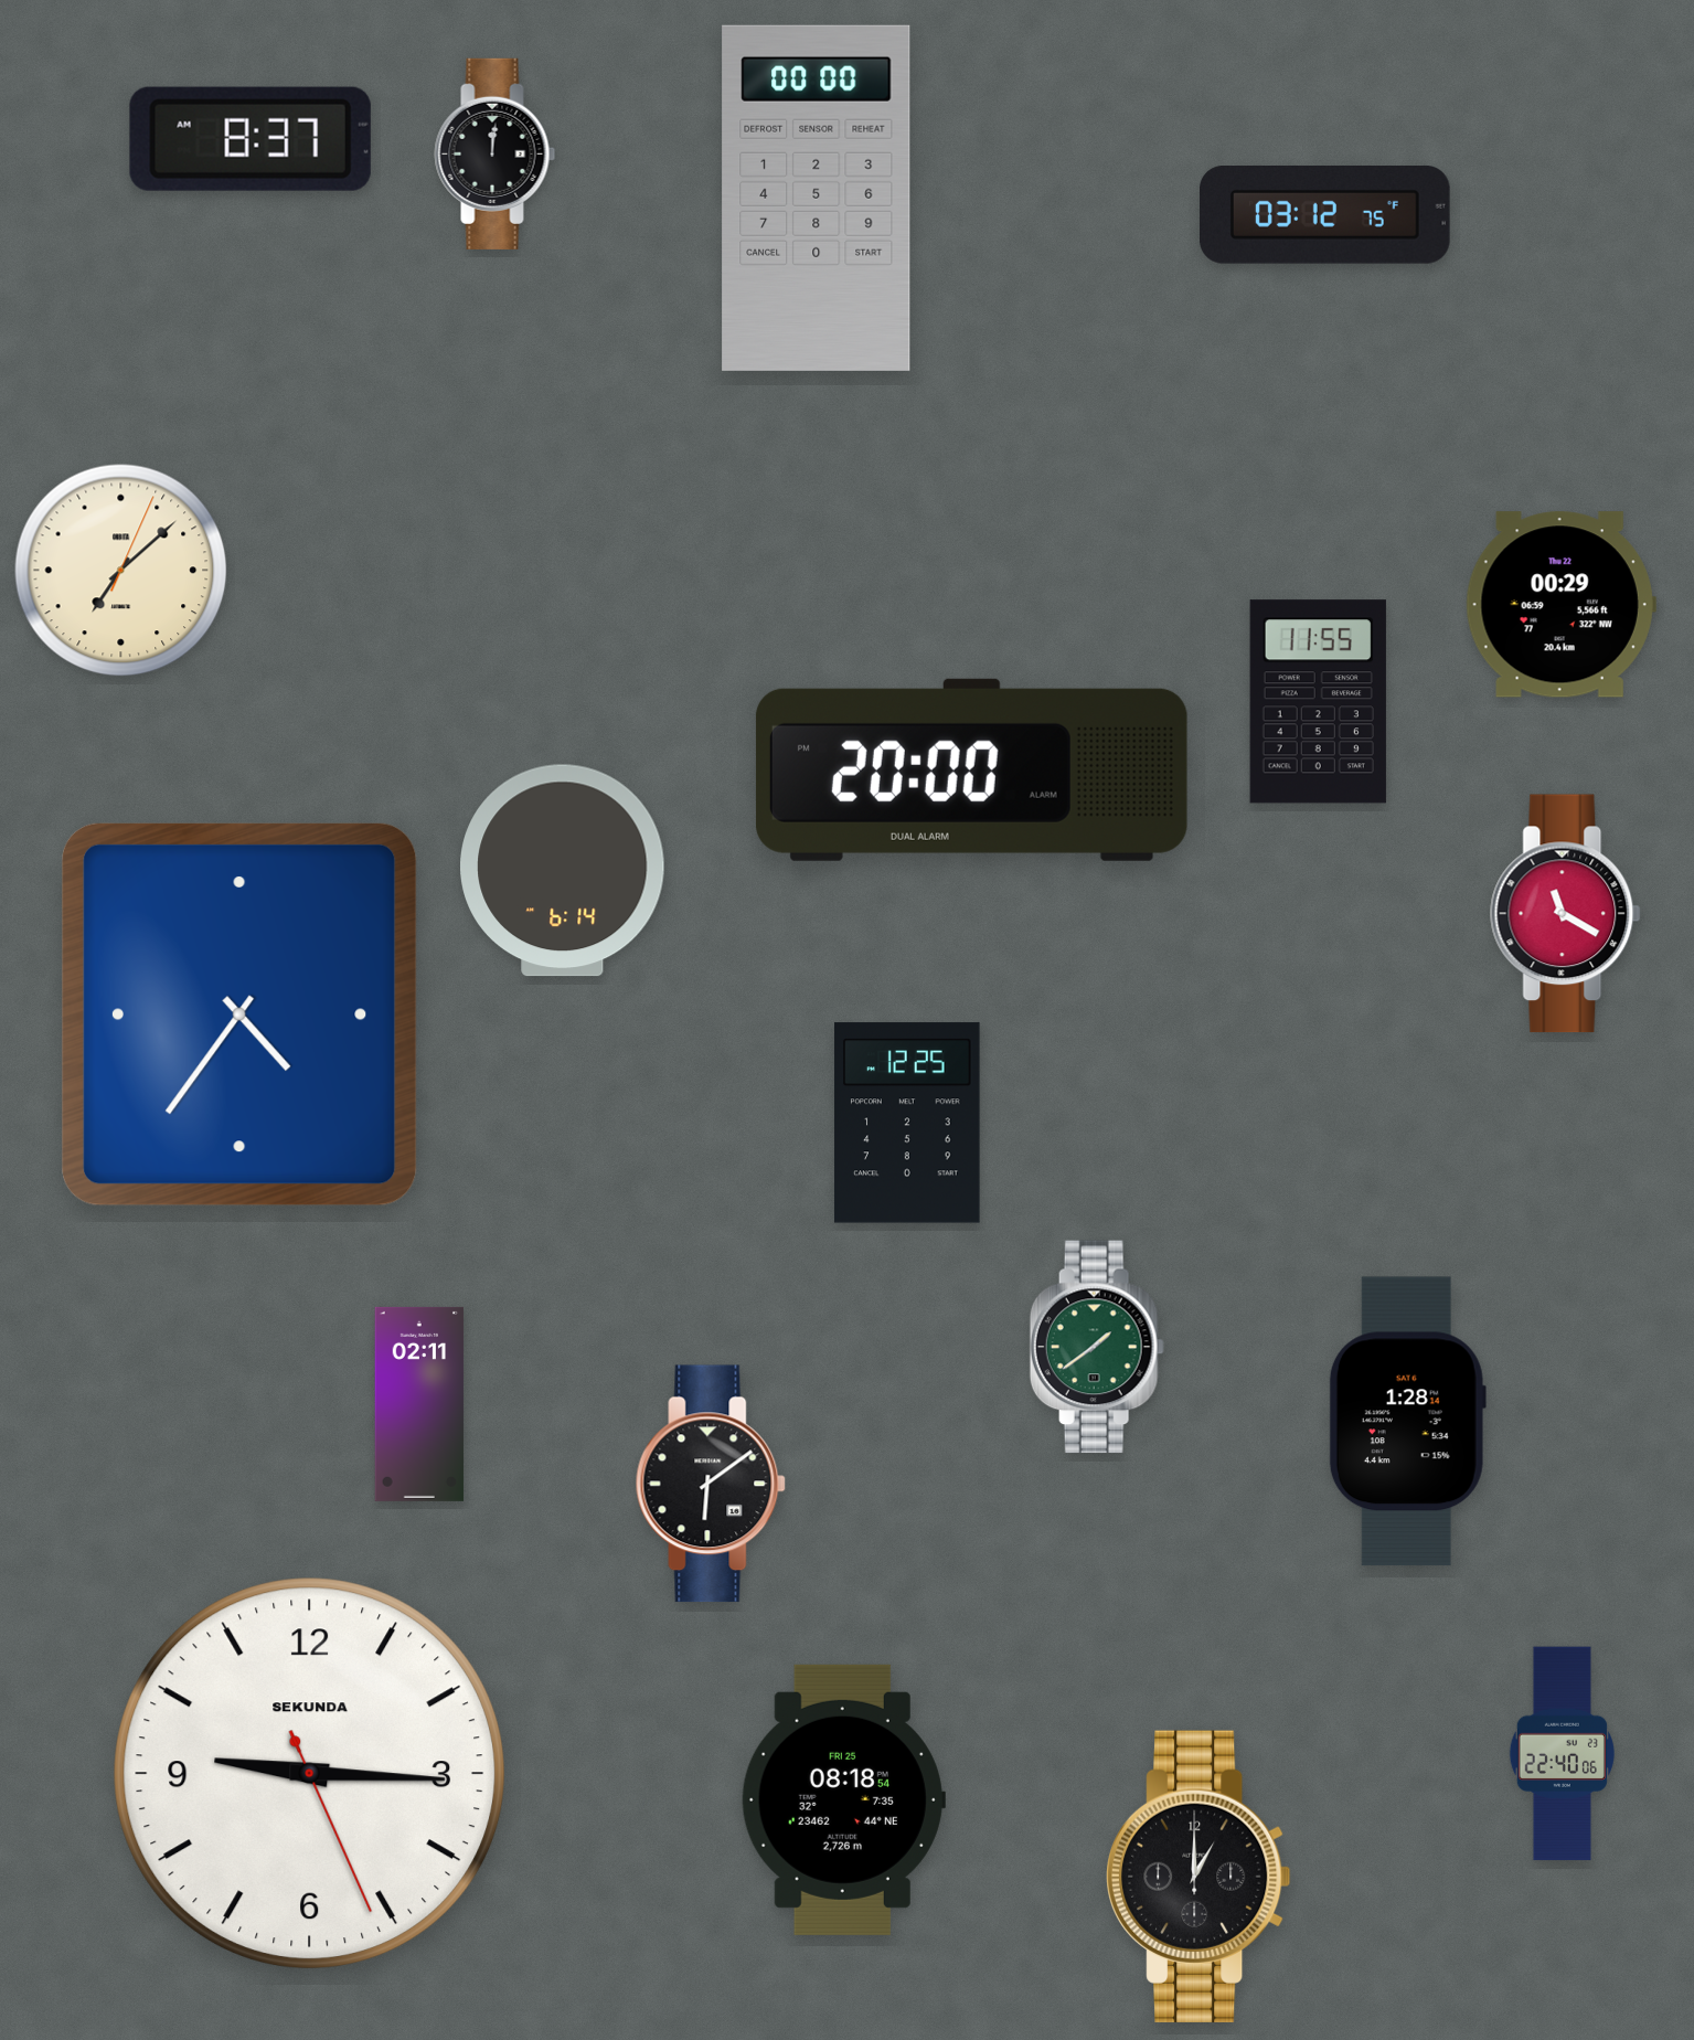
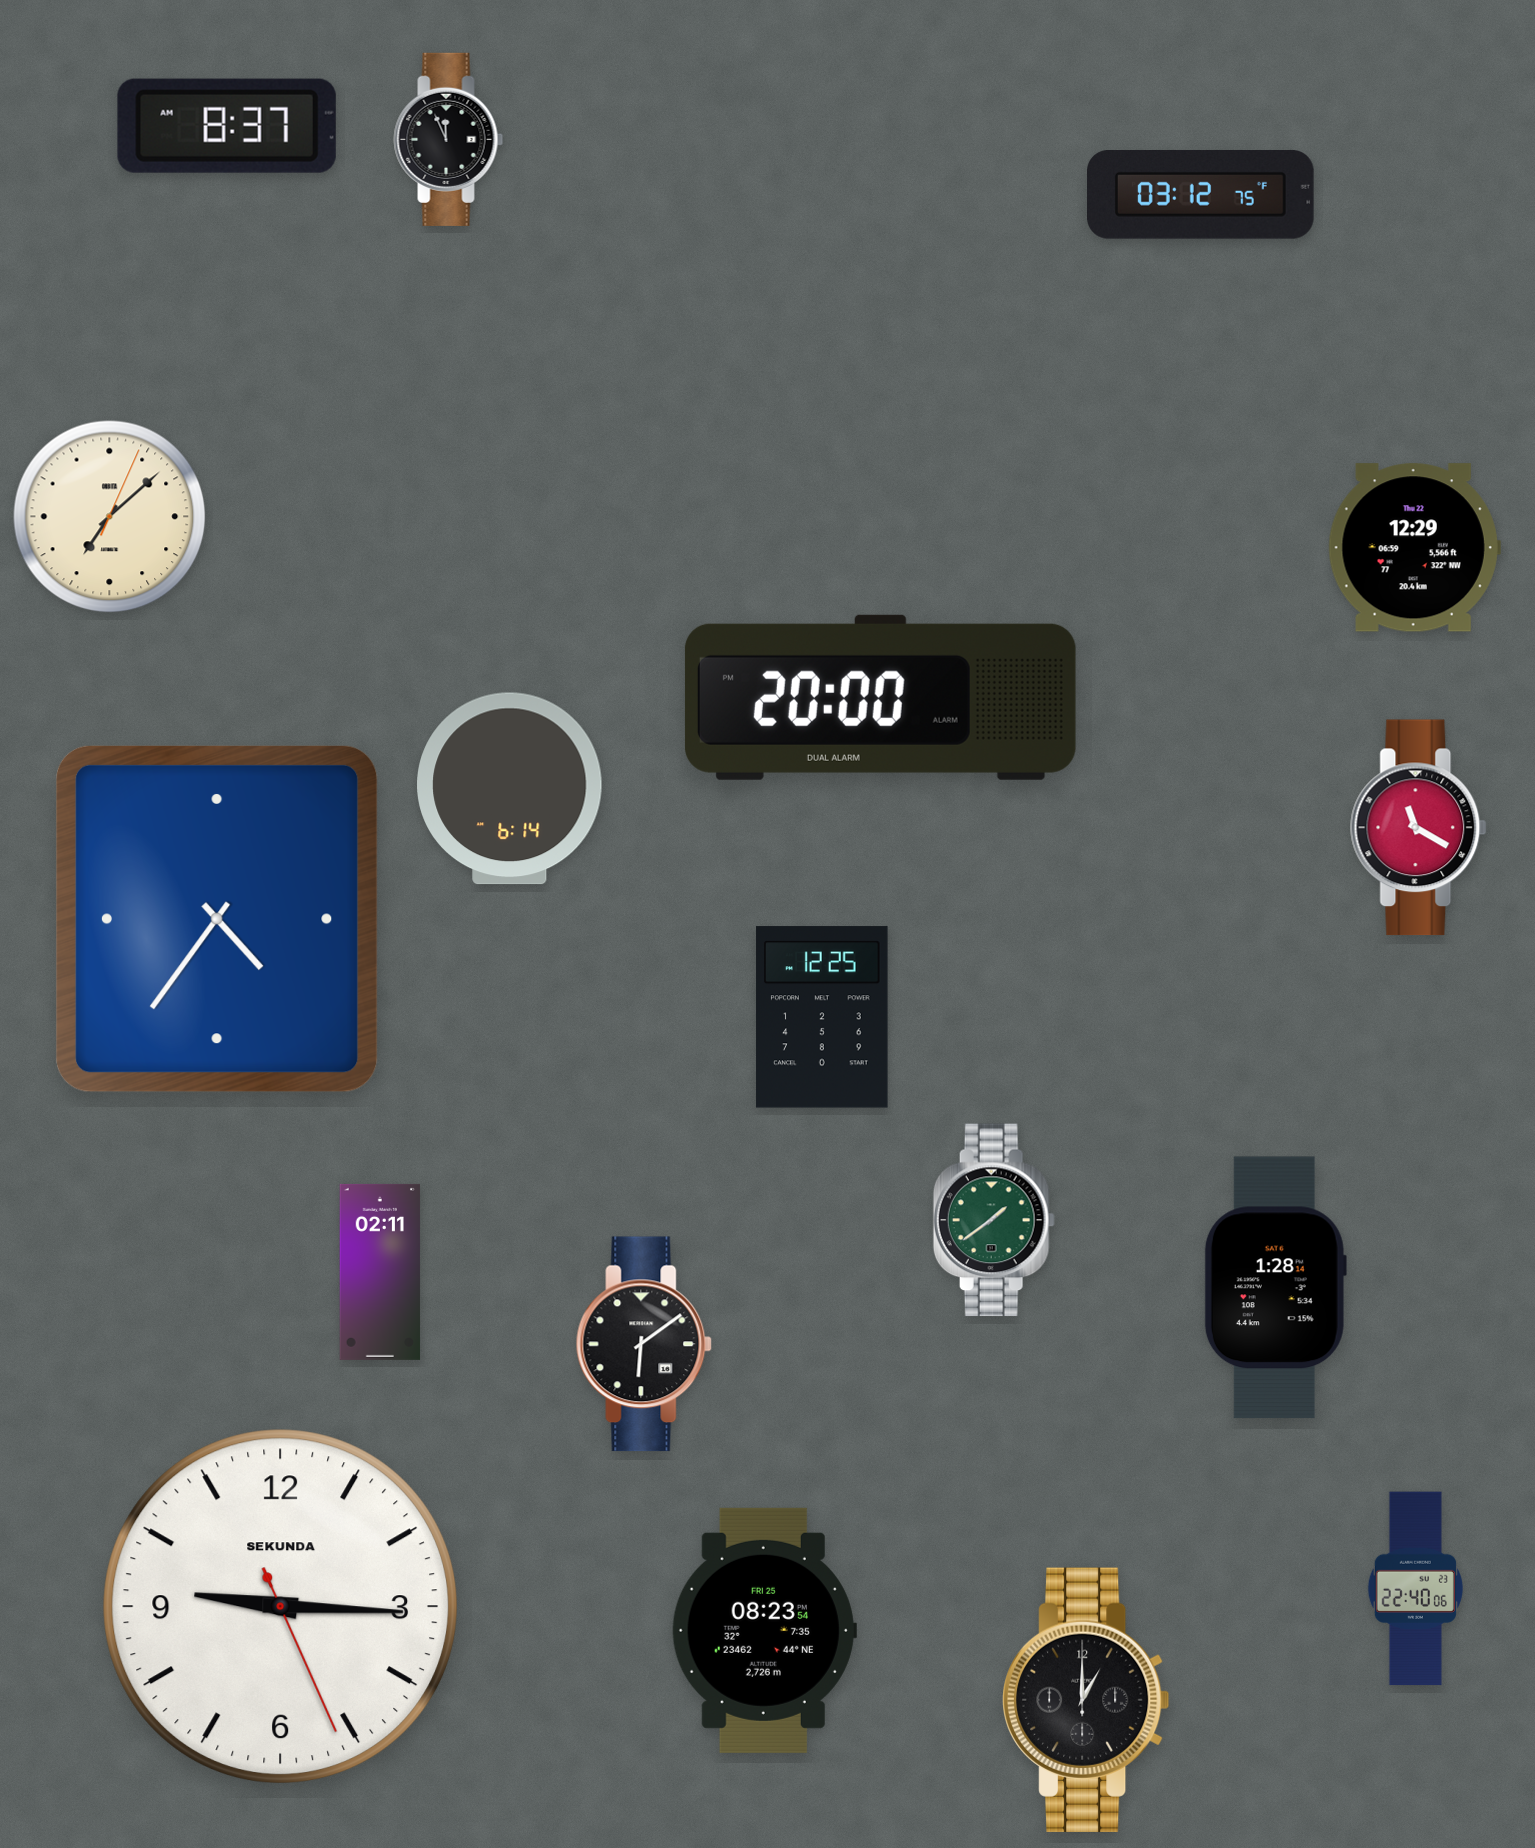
clock at (496, 153): 12:01 -> 11:56
clock at (817, 198): 00:00 -> none
clock at (1560, 605): 00:29 -> 12:29
clock at (1318, 702): 11:55 -> none
clock at (843, 1799): 08:18 -> 08:23
